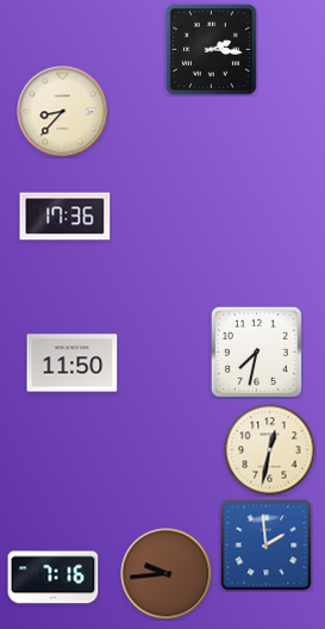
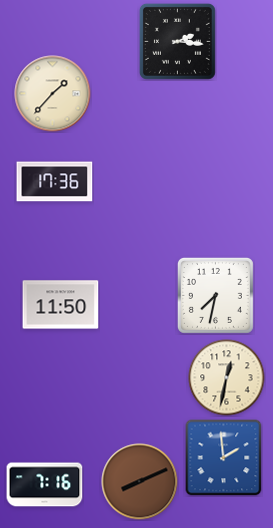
clock at (63, 112): 8:37 -> 1:37
clock at (167, 574): 9:44 -> 8:11
